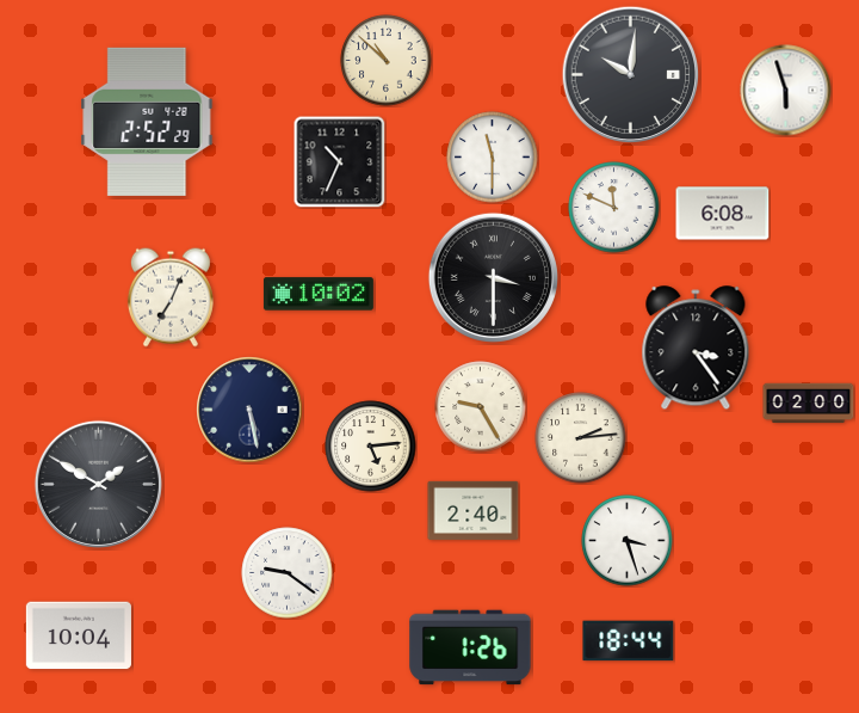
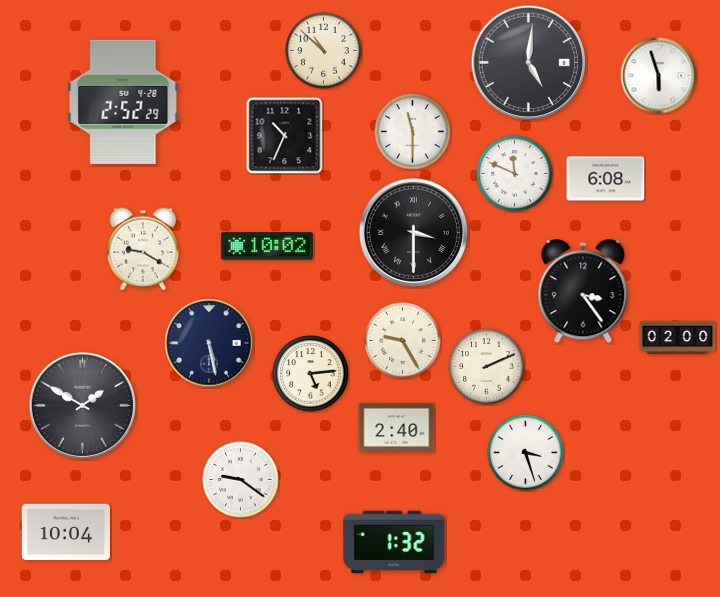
clock at (631, 75): 10:01 -> 5:01
clock at (171, 297): 7:04 -> 9:20
clock at (581, 438): 2:14 -> 2:11
clock at (629, 641): 18:44 -> none
clock at (470, 647): 1:26 -> 1:32
